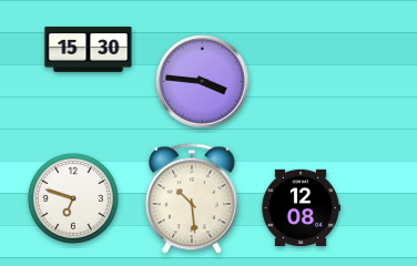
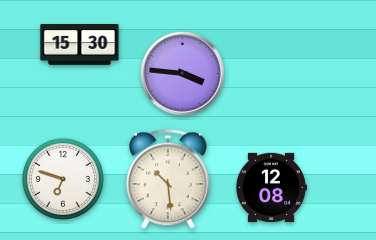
clock at (73, 198) position: (73, 198) -> (63, 179)
clock at (192, 198) position: (192, 198) -> (168, 179)
